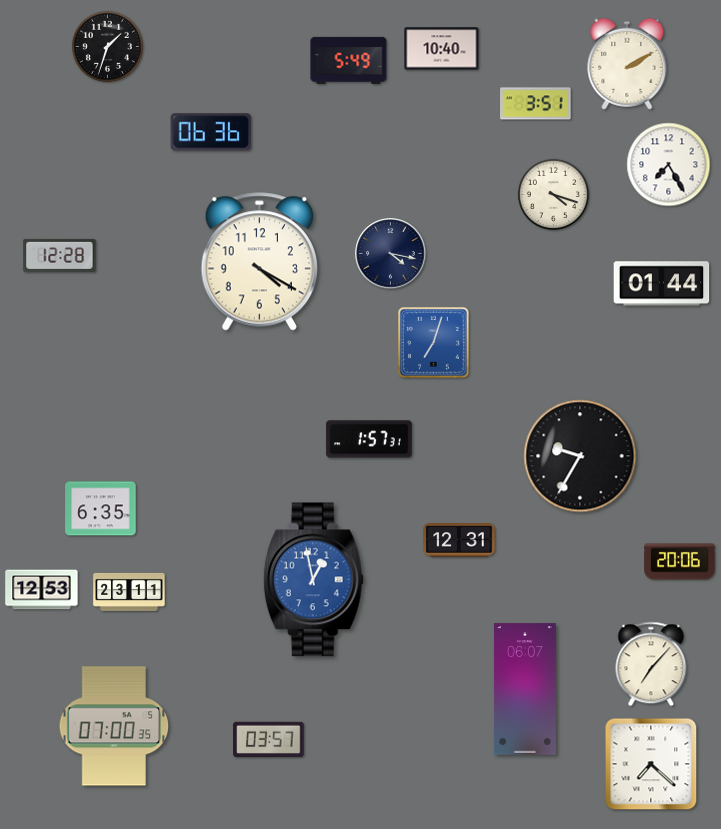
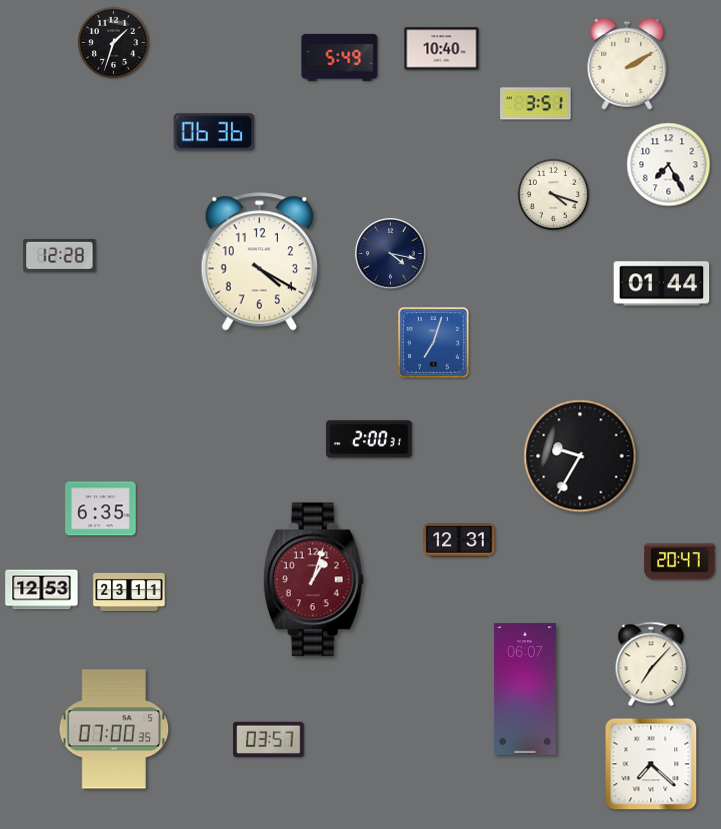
clock at (107, 46) position: (107, 46) -> (113, 42)
clock at (349, 60) position: (349, 60) -> (340, 57)
clock at (211, 132) position: (211, 132) -> (214, 132)
clock at (369, 439): 1:57 -> 2:00
clock at (680, 562): 20:06 -> 20:47
clock at (313, 580): 12:58 -> 1:03
clock at (313, 580) dial: blue -> burgundy
clock at (114, 726) position: (114, 726) -> (114, 729)
